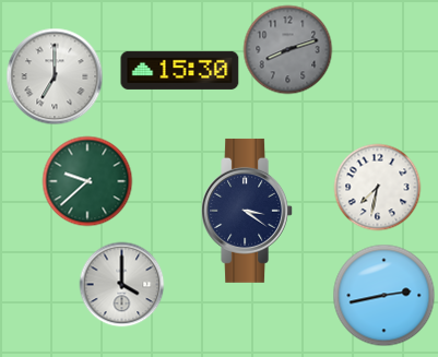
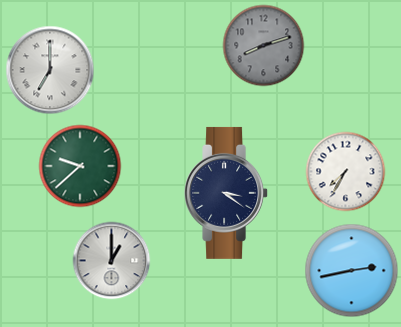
clock at (180, 70): 15:30 -> none
clock at (377, 187): 7:32 -> 7:35
clock at (121, 284): 4:00 -> 1:00
